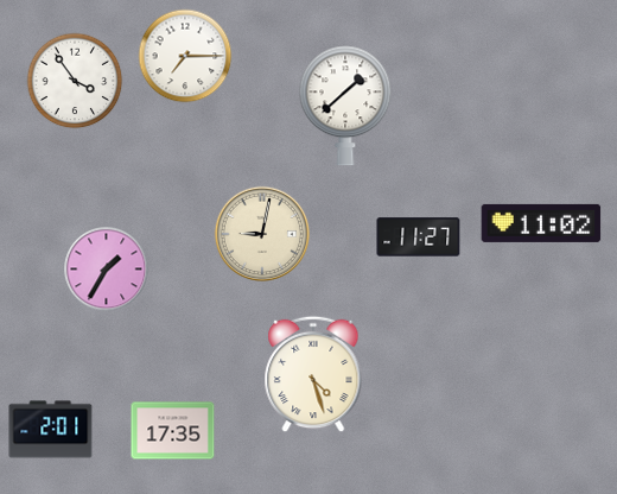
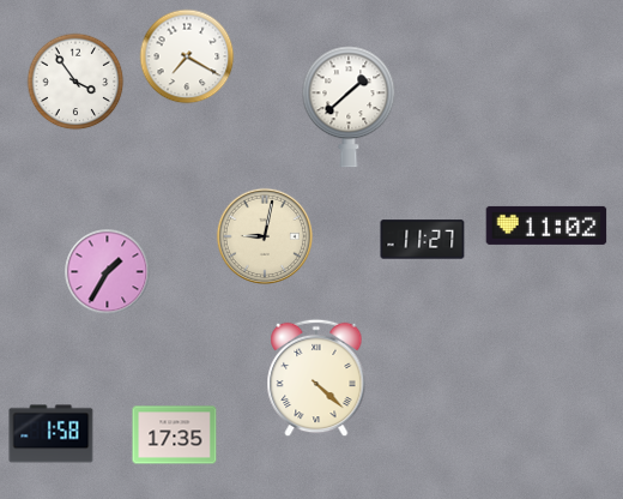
clock at (185, 56): 7:15 -> 7:20
clock at (313, 374): 4:27 -> 4:22
clock at (51, 430): 2:01 -> 1:58
